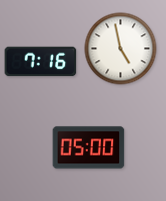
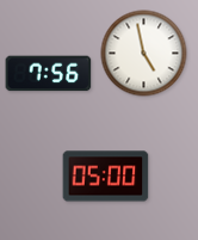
clock at (121, 49) position: (121, 49) -> (144, 54)
clock at (41, 62): 7:16 -> 7:56
